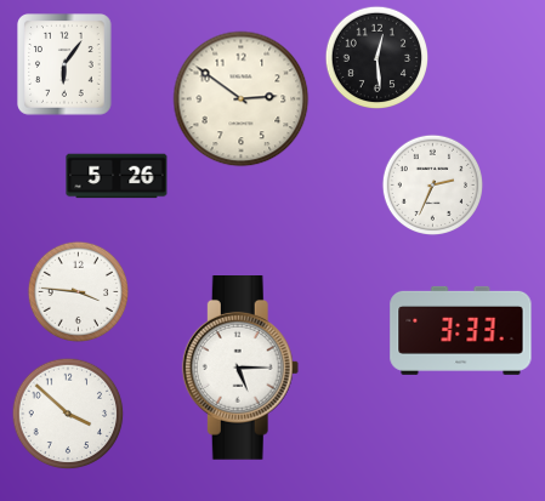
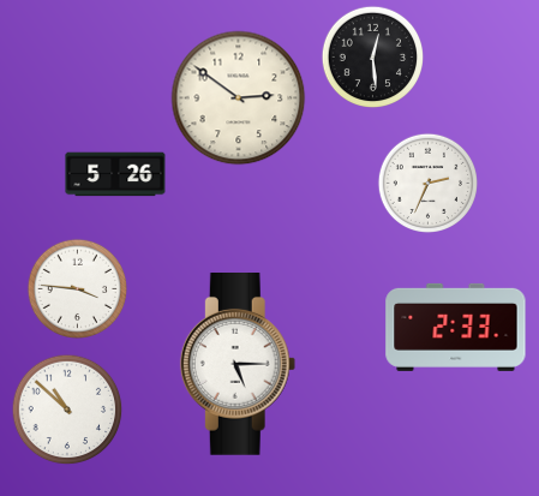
clock at (64, 64): 6:06 -> none
clock at (461, 330): 3:33 -> 2:33
clock at (68, 414): 3:52 -> 10:52
